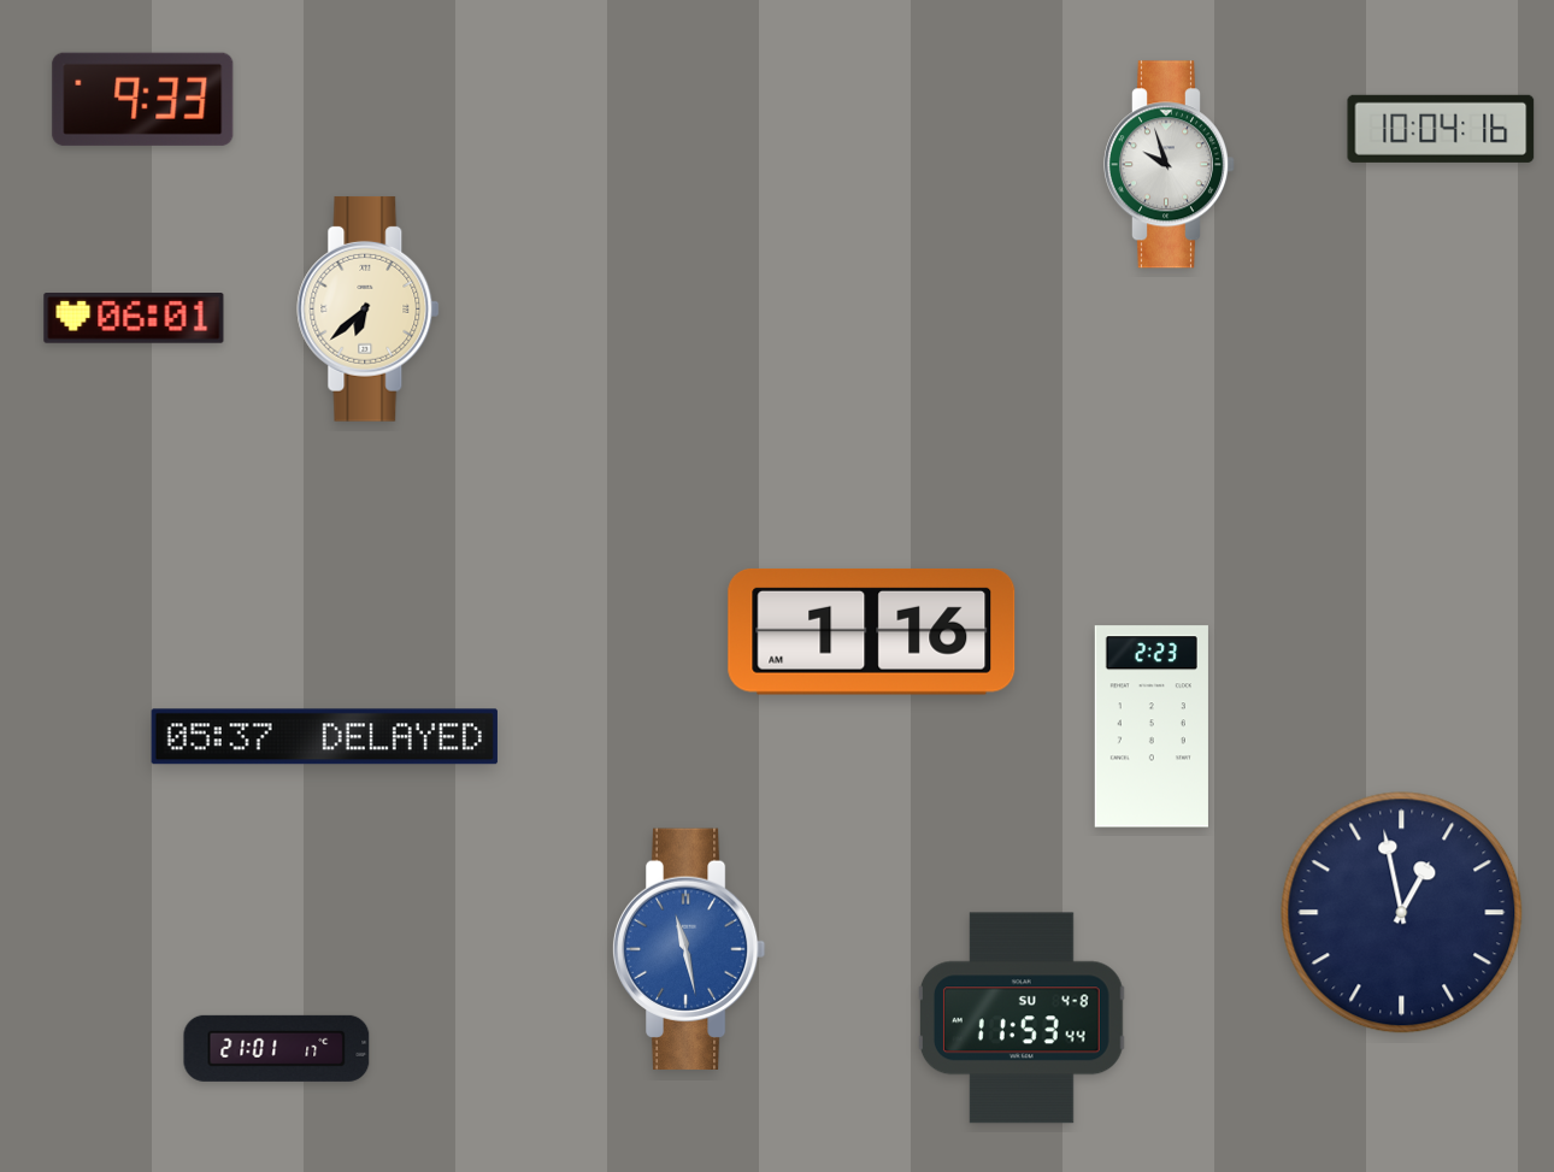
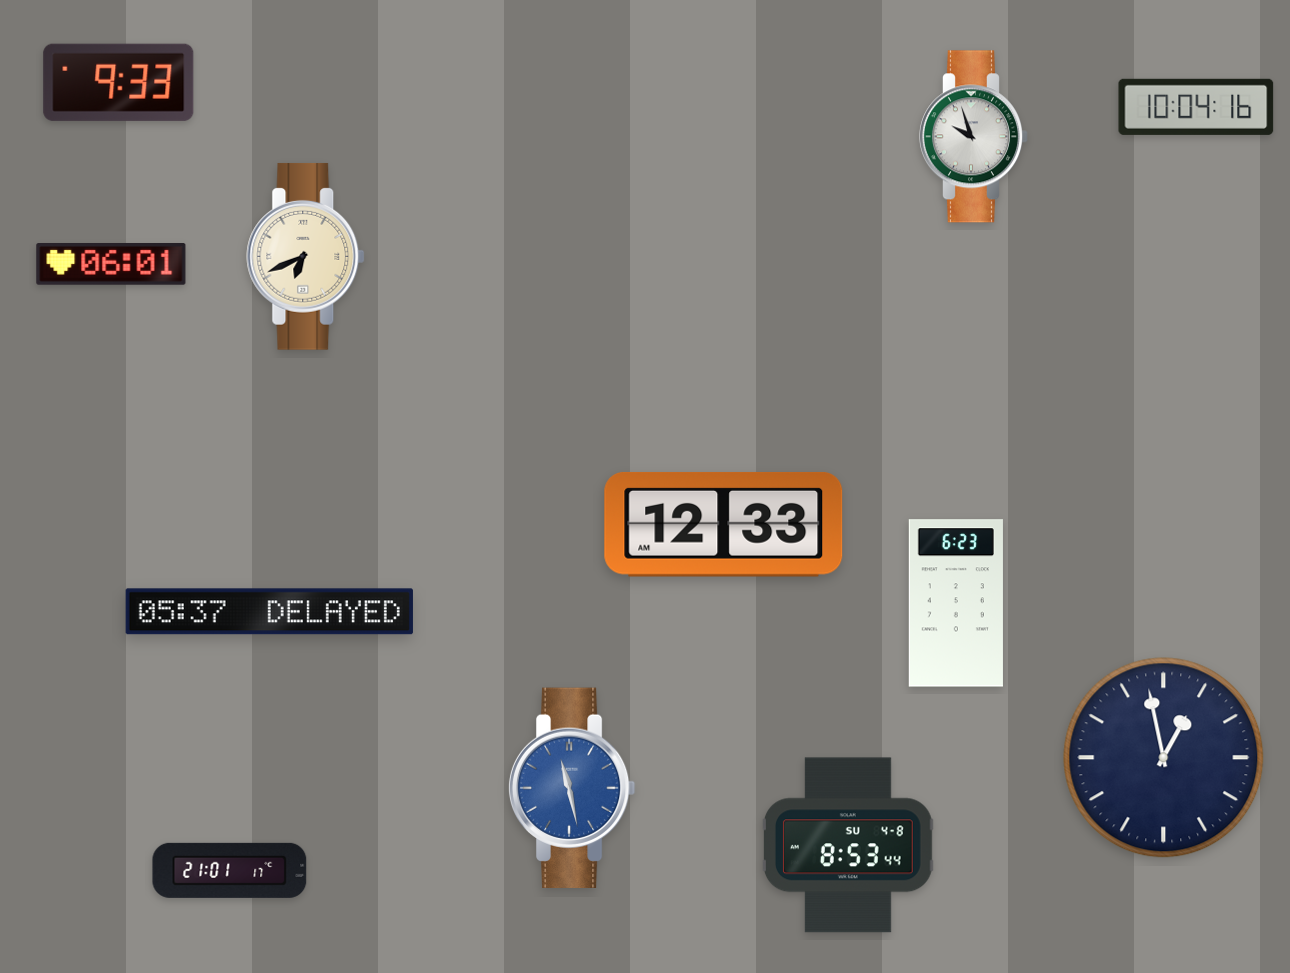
clock at (1169, 165) position: (1169, 165) -> (973, 137)
clock at (369, 310): 6:38 -> 6:41
clock at (872, 632): 1:16 -> 12:33
clock at (1152, 726): 2:23 -> 6:23
clock at (1022, 1018): 11:53 -> 8:53
